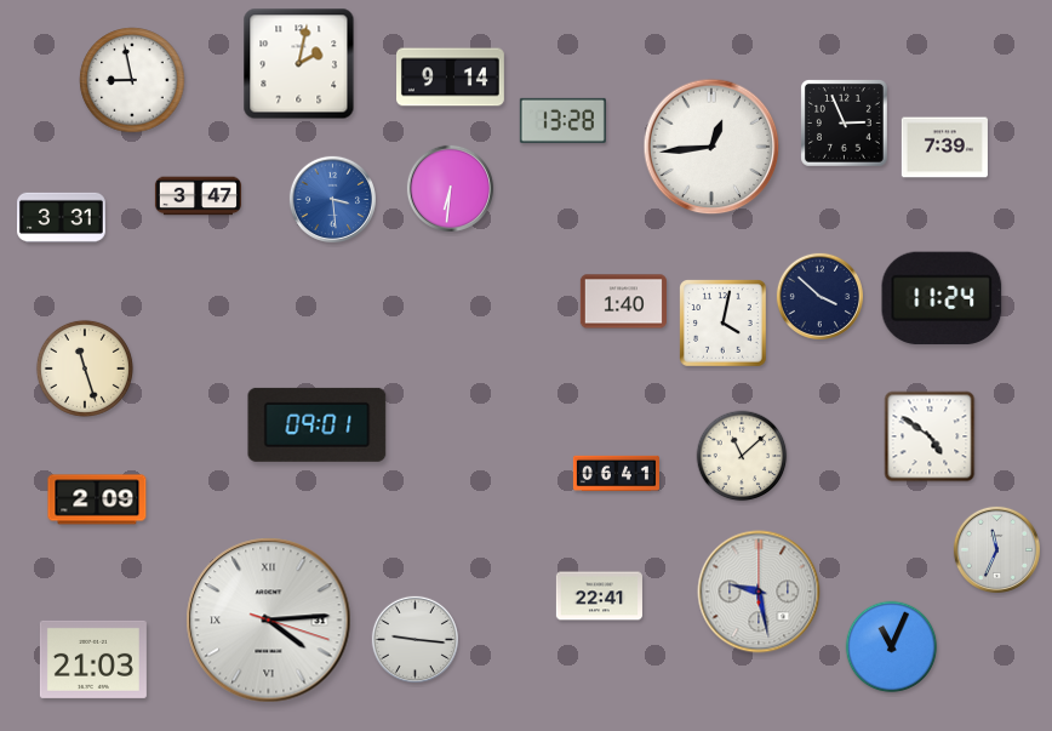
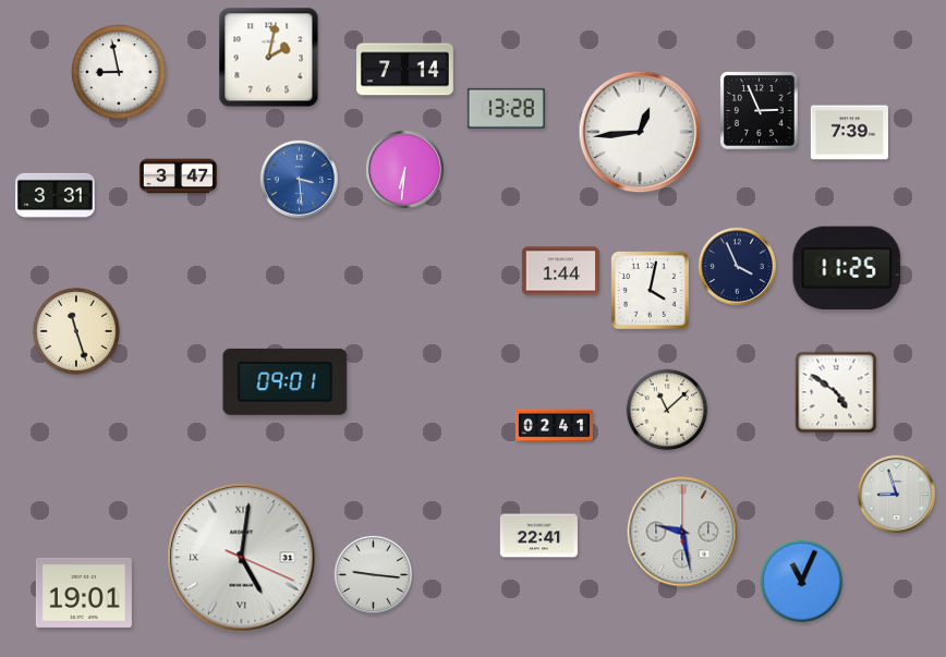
clock at (451, 78): 9:14 -> 7:14
clock at (819, 296): 3:52 -> 3:56
clock at (942, 298): 11:24 -> 11:25
clock at (623, 302): 1:40 -> 1:44
clock at (616, 474): 06:41 -> 02:41
clock at (97, 499): 2:09 -> none
clock at (996, 549): 11:34 -> 8:57
clock at (269, 621): 4:14 -> 5:01
clock at (93, 659): 21:03 -> 19:01
